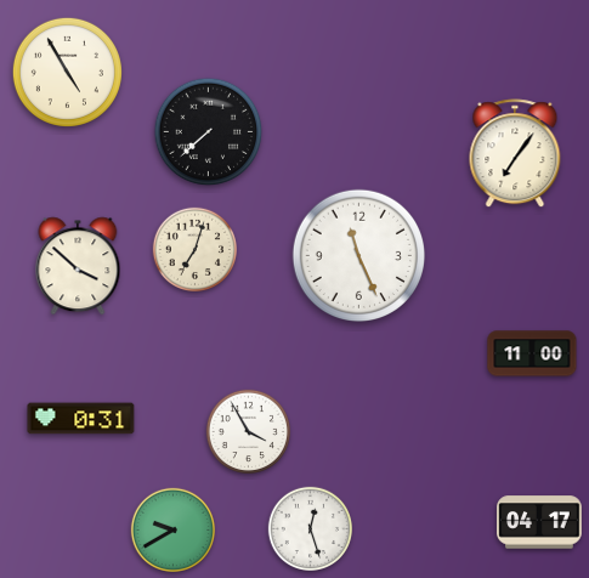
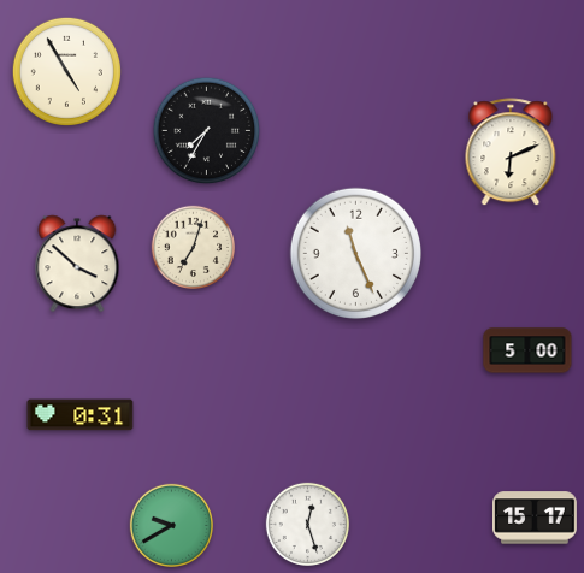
clock at (209, 132): 7:38 -> 7:35
clock at (515, 154): 7:06 -> 6:11
clock at (532, 353): 11:00 -> 5:00
clock at (249, 432): 3:55 -> none
clock at (539, 522): 04:17 -> 15:17
